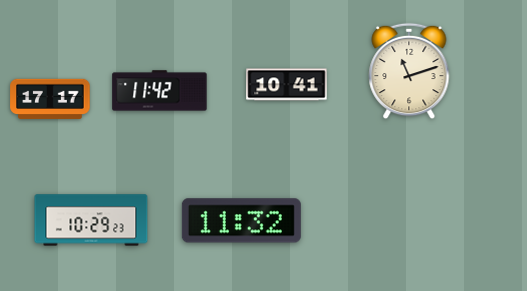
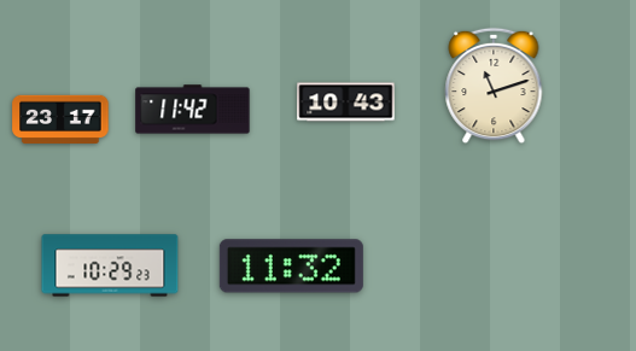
clock at (287, 85): 10:41 -> 10:43
clock at (50, 98): 17:17 -> 23:17
